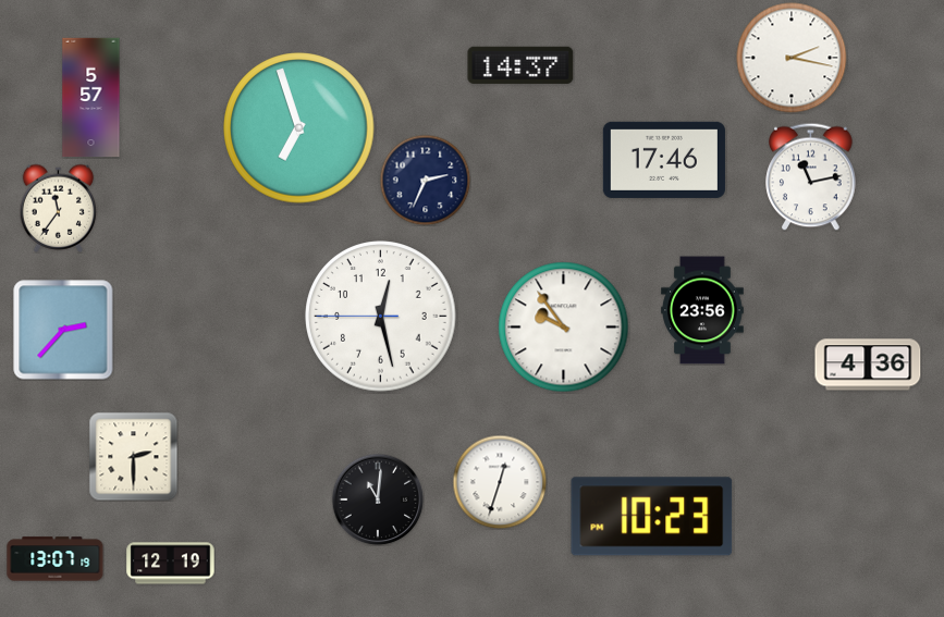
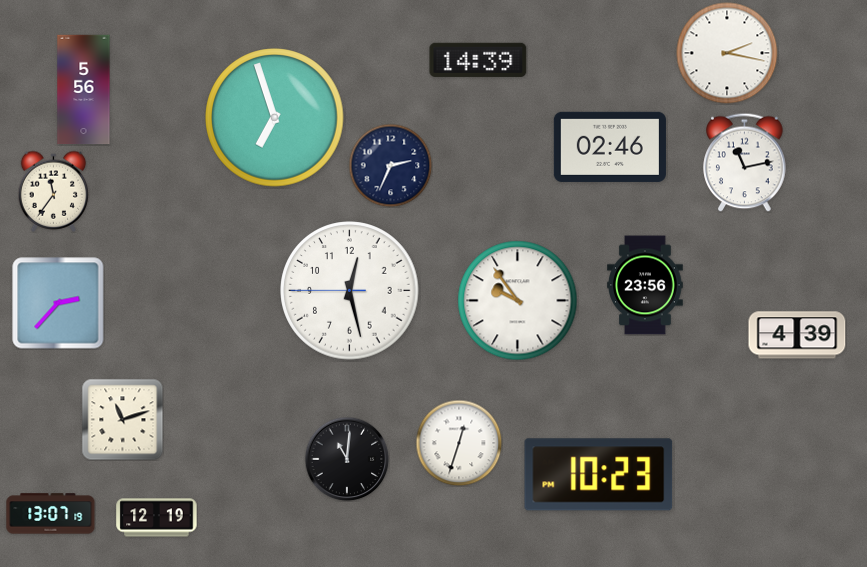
clock at (520, 65): 14:37 -> 14:39
clock at (91, 98): 5:57 -> 5:56
clock at (664, 160): 17:46 -> 02:46
clock at (868, 365): 4:36 -> 4:39
clock at (133, 456): 2:30 -> 11:12
